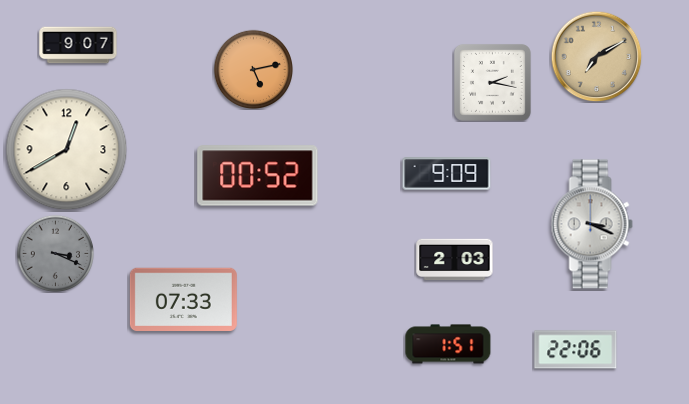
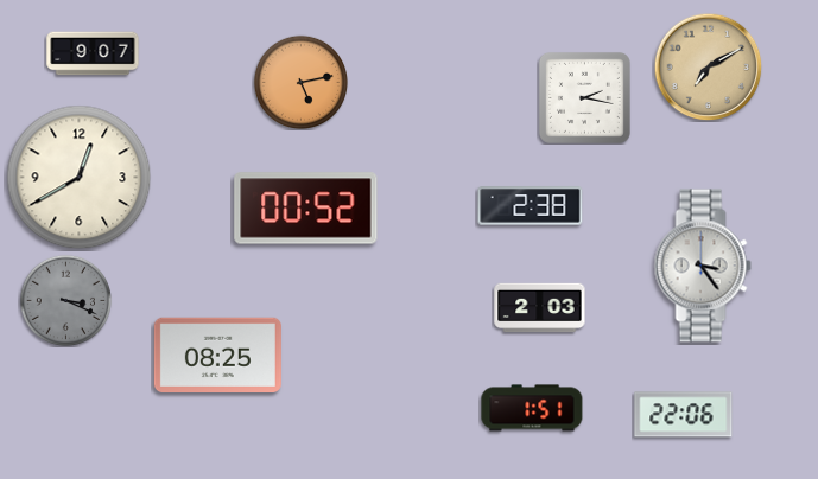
clock at (447, 174): 9:09 -> 2:38
clock at (592, 224): 3:19 -> 3:24
clock at (183, 299): 07:33 -> 08:25
